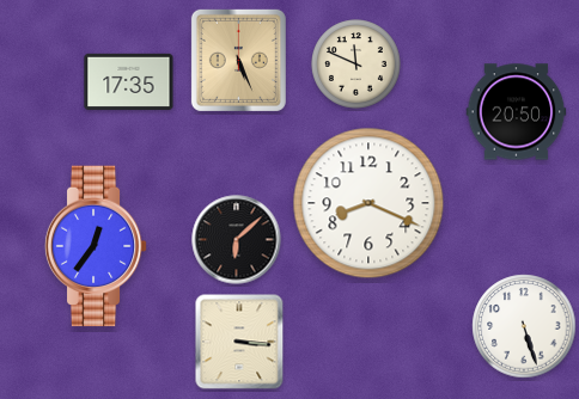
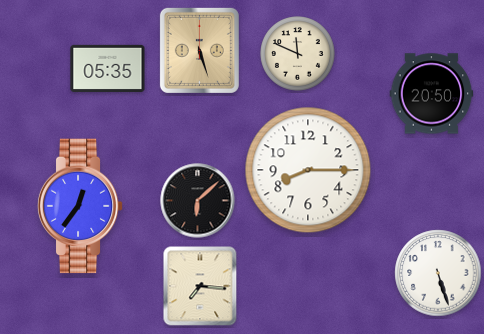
clock at (238, 60): 5:26 -> 5:27
clock at (129, 81): 17:35 -> 05:35
clock at (368, 203): 8:19 -> 8:15
clock at (239, 342): 3:16 -> 7:16
